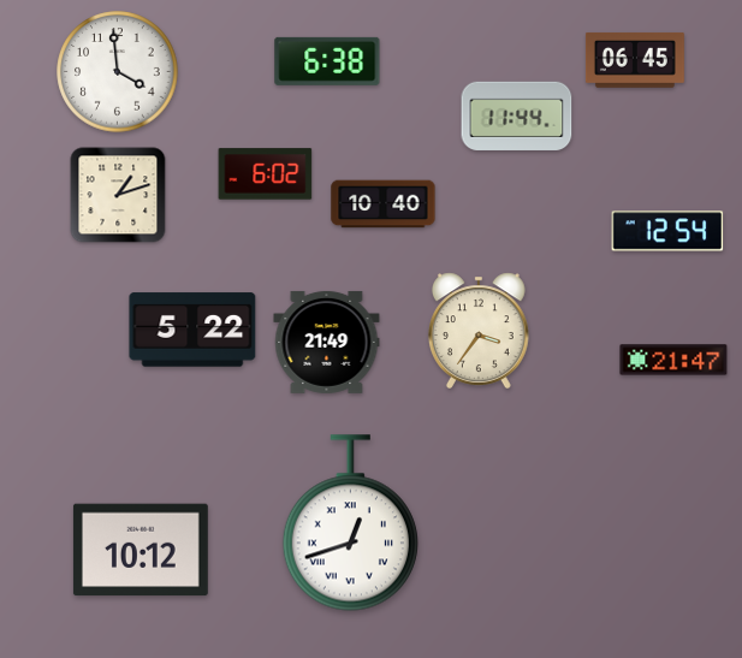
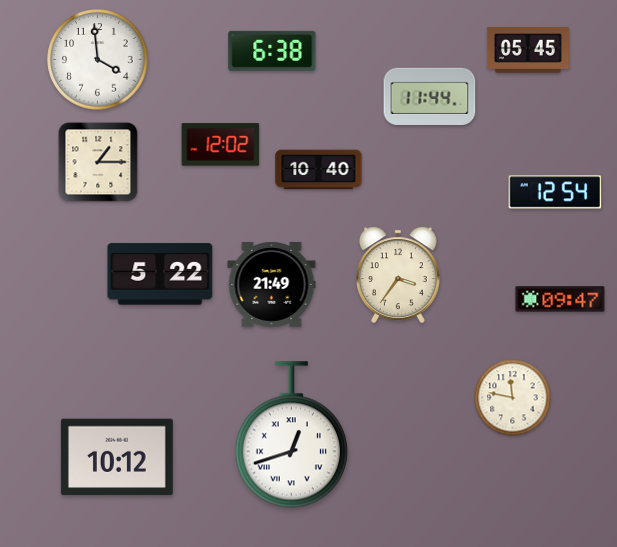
clock at (635, 60): 06:45 -> 05:45
clock at (266, 174): 6:02 -> 12:02
clock at (118, 195): 1:12 -> 1:15
clock at (673, 360): 21:47 -> 09:47
clock at (513, 398): none -> 11:47
